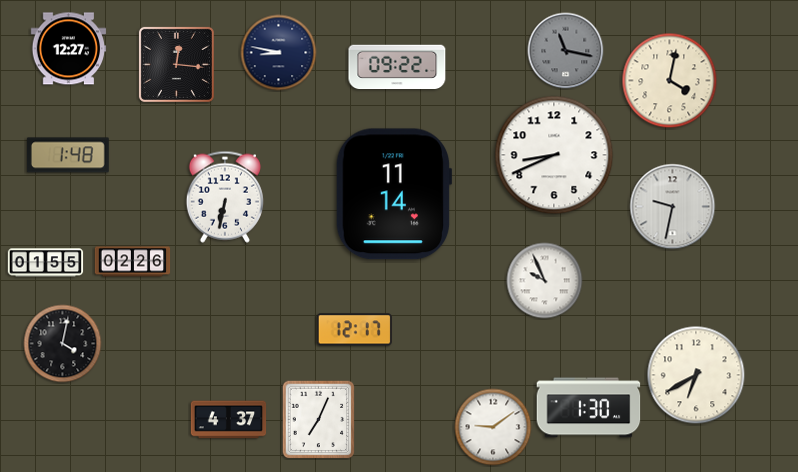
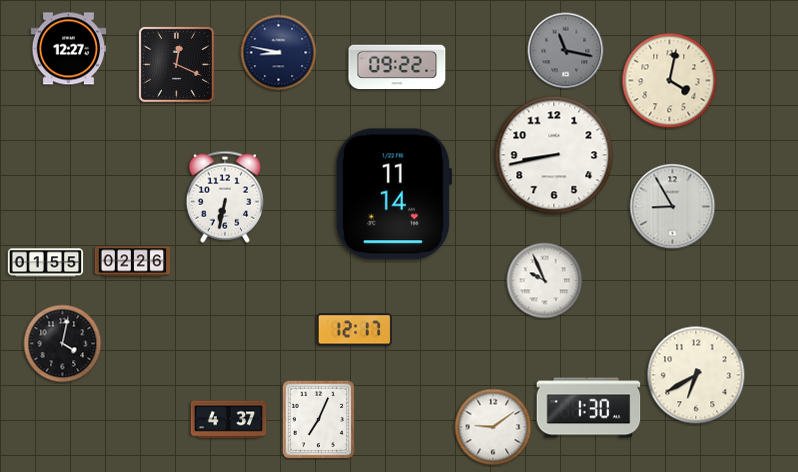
clock at (176, 64): 12:16 -> 12:19
clock at (68, 155): 1:48 -> none
clock at (554, 155): 8:41 -> 8:43
clock at (673, 207): 9:32 -> 8:55
